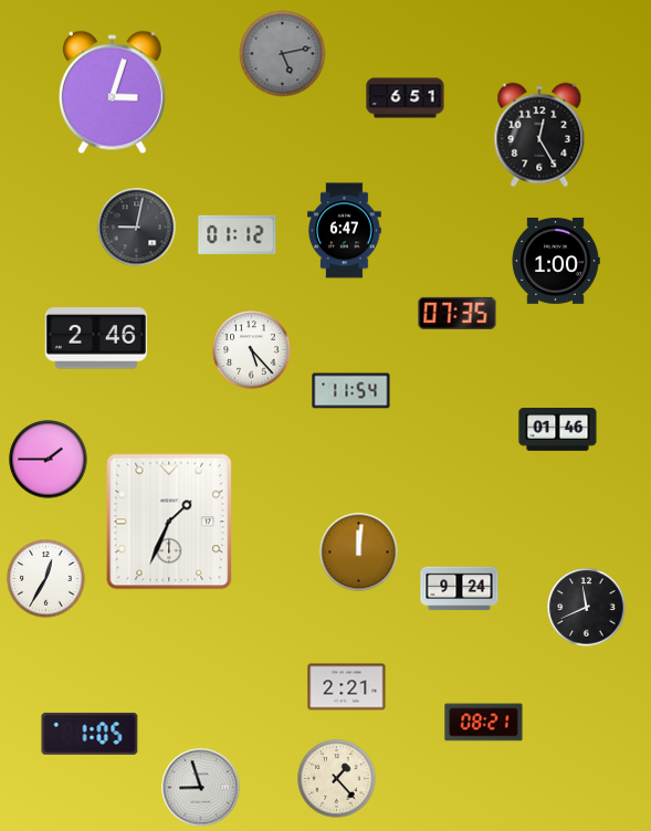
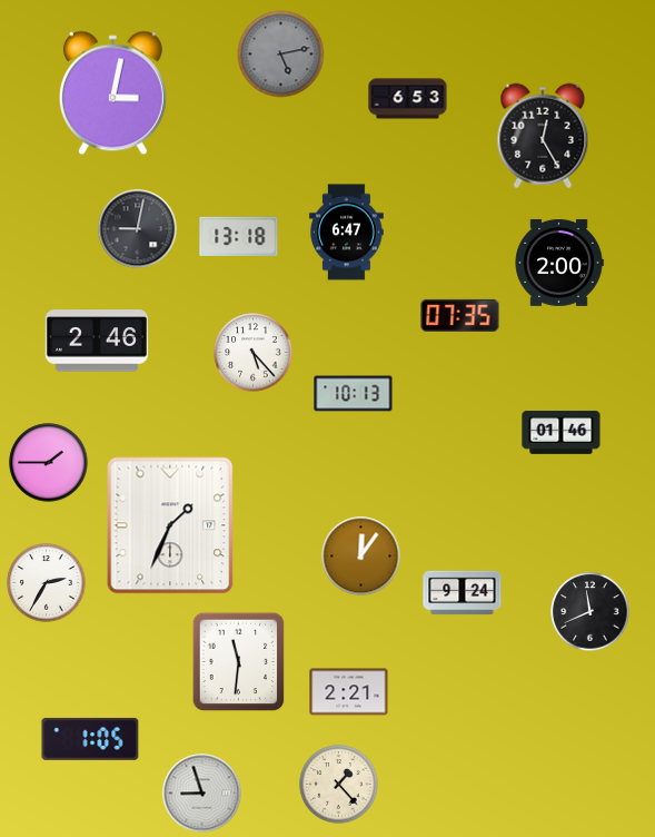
clock at (283, 54) position: (283, 54) -> (281, 55)
clock at (112, 93): 3:03 -> 3:02
clock at (406, 98): 6:51 -> 6:53
clock at (238, 234): 01:12 -> 13:18
clock at (556, 261): 1:00 -> 2:00
clock at (351, 391): 11:54 -> 10:13
clock at (359, 553): 12:01 -> 12:06
clock at (46, 579): 12:35 -> 2:35
clock at (239, 662): none -> 11:31
clock at (484, 723): 08:21 -> none
